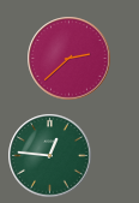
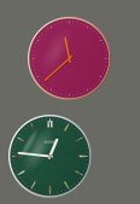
clock at (69, 59): 2:38 -> 11:38
